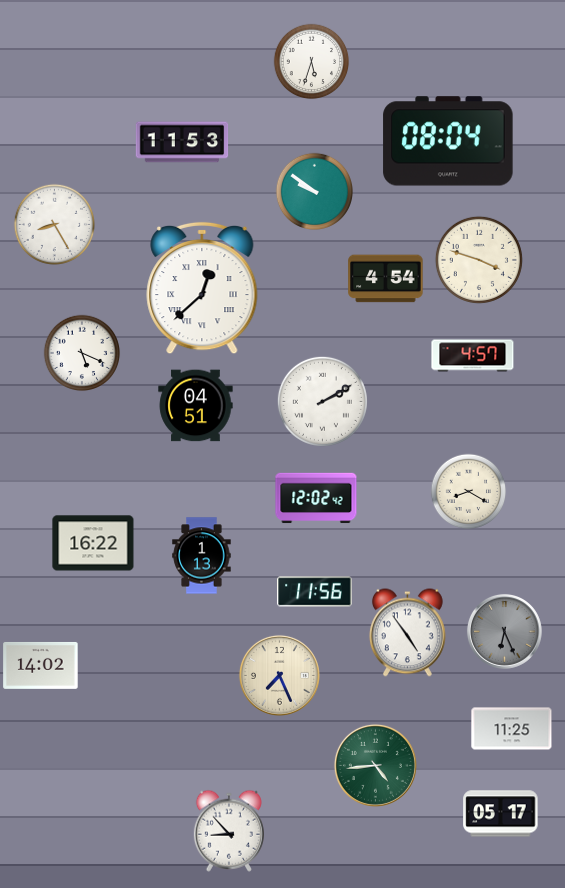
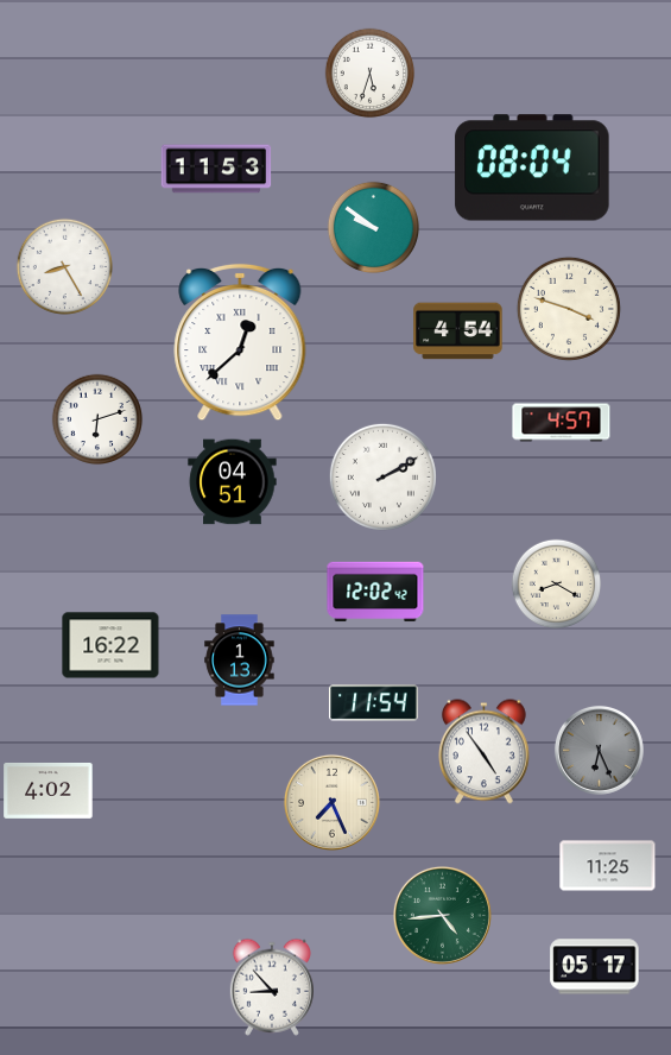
clock at (82, 353): 5:19 -> 6:12
clock at (315, 592): 11:56 -> 11:54
clock at (41, 665): 14:02 -> 4:02
clock at (375, 765) position: (375, 765) -> (442, 915)
